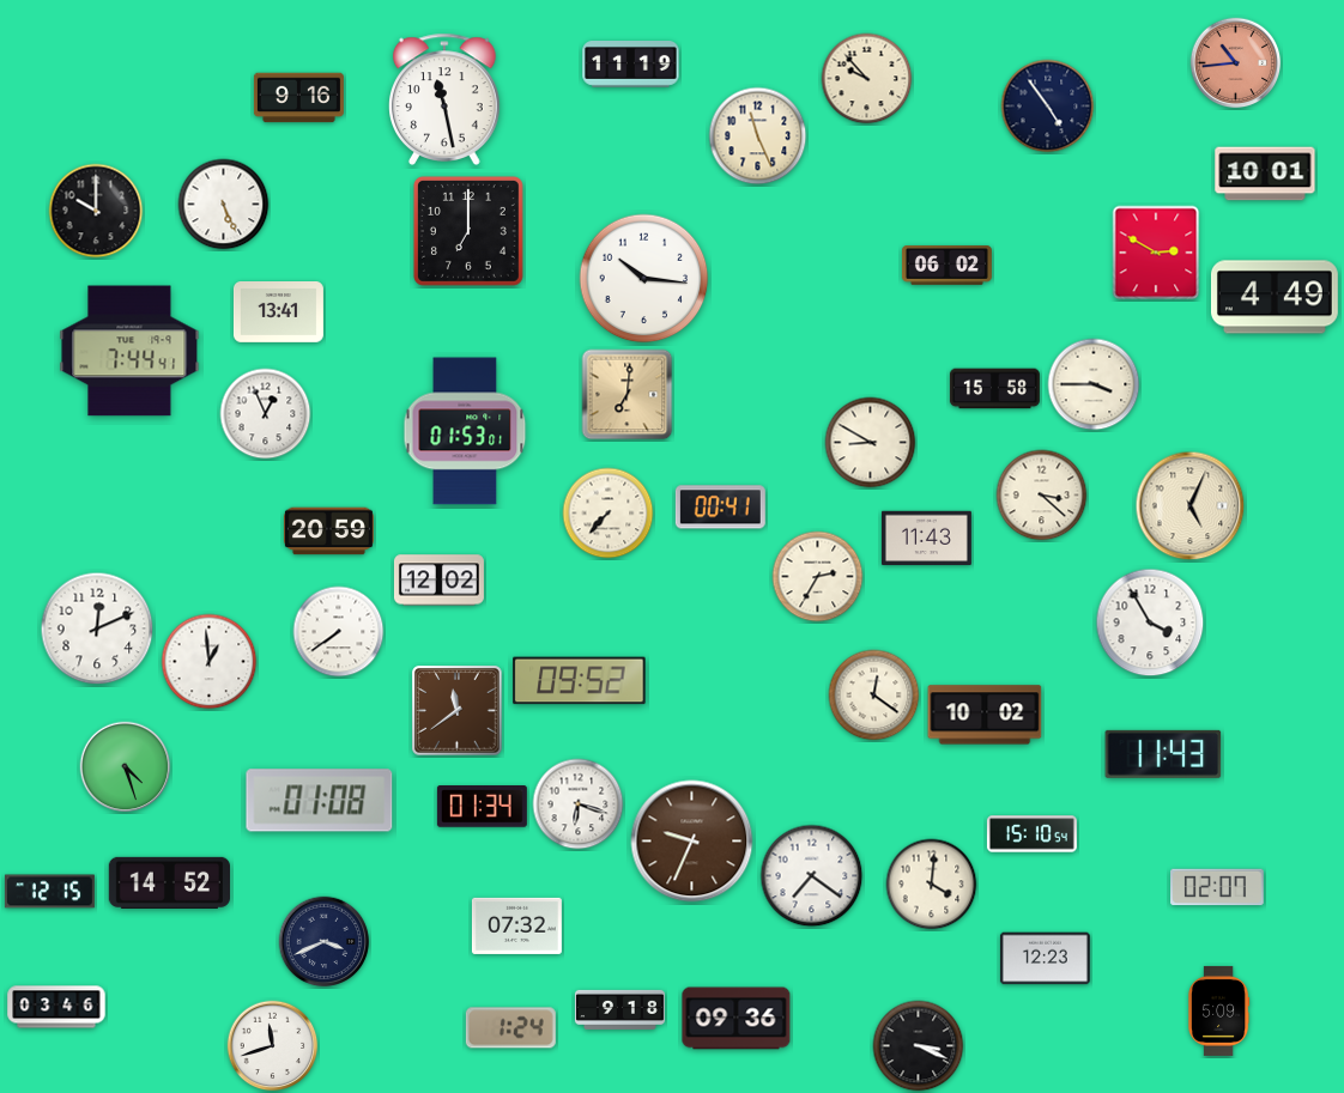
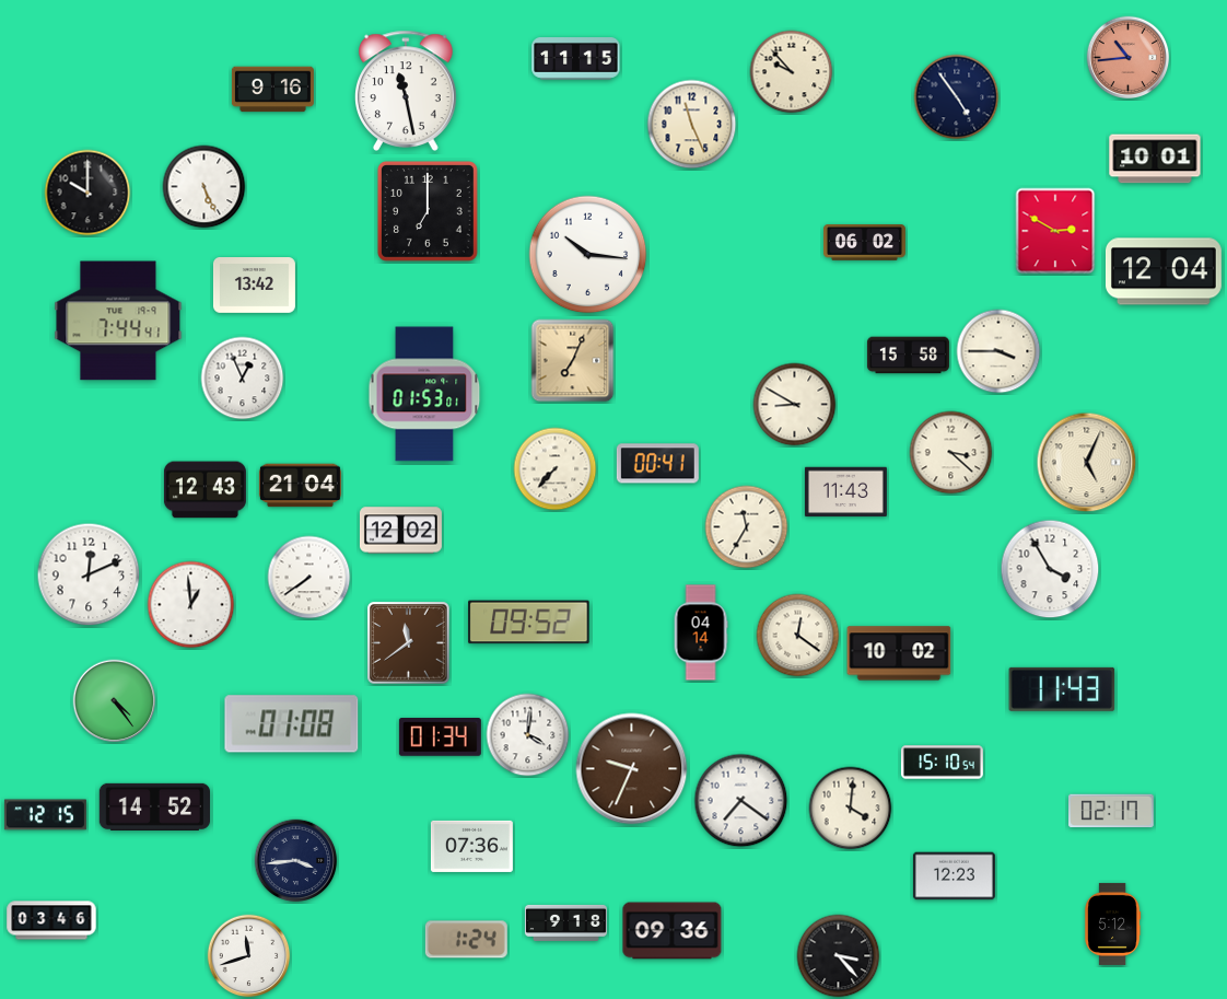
clock at (631, 65): 11:19 -> 11:15
clock at (1275, 297): 4:49 -> 12:04
clock at (278, 312): 13:41 -> 13:42
clock at (628, 395): 7:01 -> 7:04
clock at (328, 532): 20:59 -> 21:04
clock at (204, 490): none -> 12:43
clock at (818, 577): 2:35 -> 11:35
clock at (701, 632): none -> 04:14
clock at (458, 711) position: (458, 711) -> (409, 643)
clock at (126, 767): 4:27 -> 4:24
clock at (320, 801) position: (320, 801) -> (292, 724)
clock at (579, 804): 6:18 -> 4:01
clock at (1217, 887): 02:07 -> 02:17
clock at (516, 925): 07:32 -> 07:36
clock at (325, 942): 3:41 -> 3:44
clock at (1218, 1010): 5:09 -> 5:12
clock at (919, 1046): 3:19 -> 3:23
